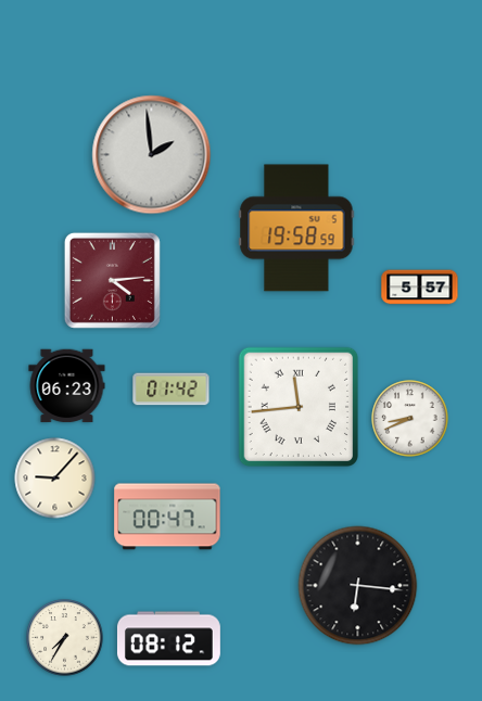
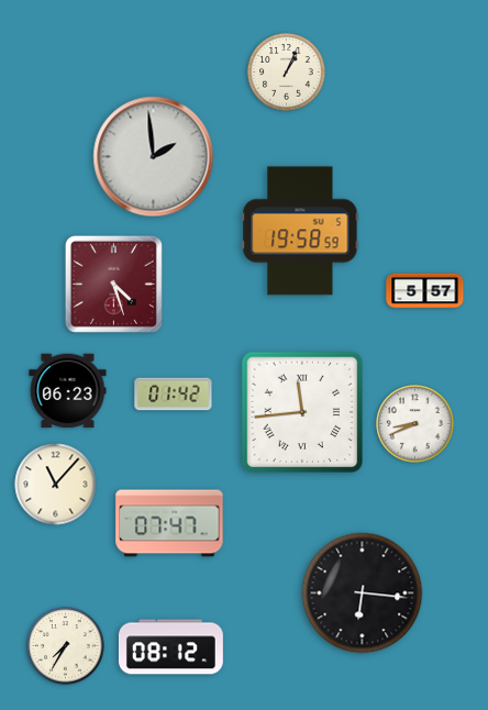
clock at (287, 73): none -> 1:04
clock at (112, 280): 4:14 -> 4:27
clock at (55, 479): 9:07 -> 11:07
clock at (167, 517): 00:47 -> 07:47
